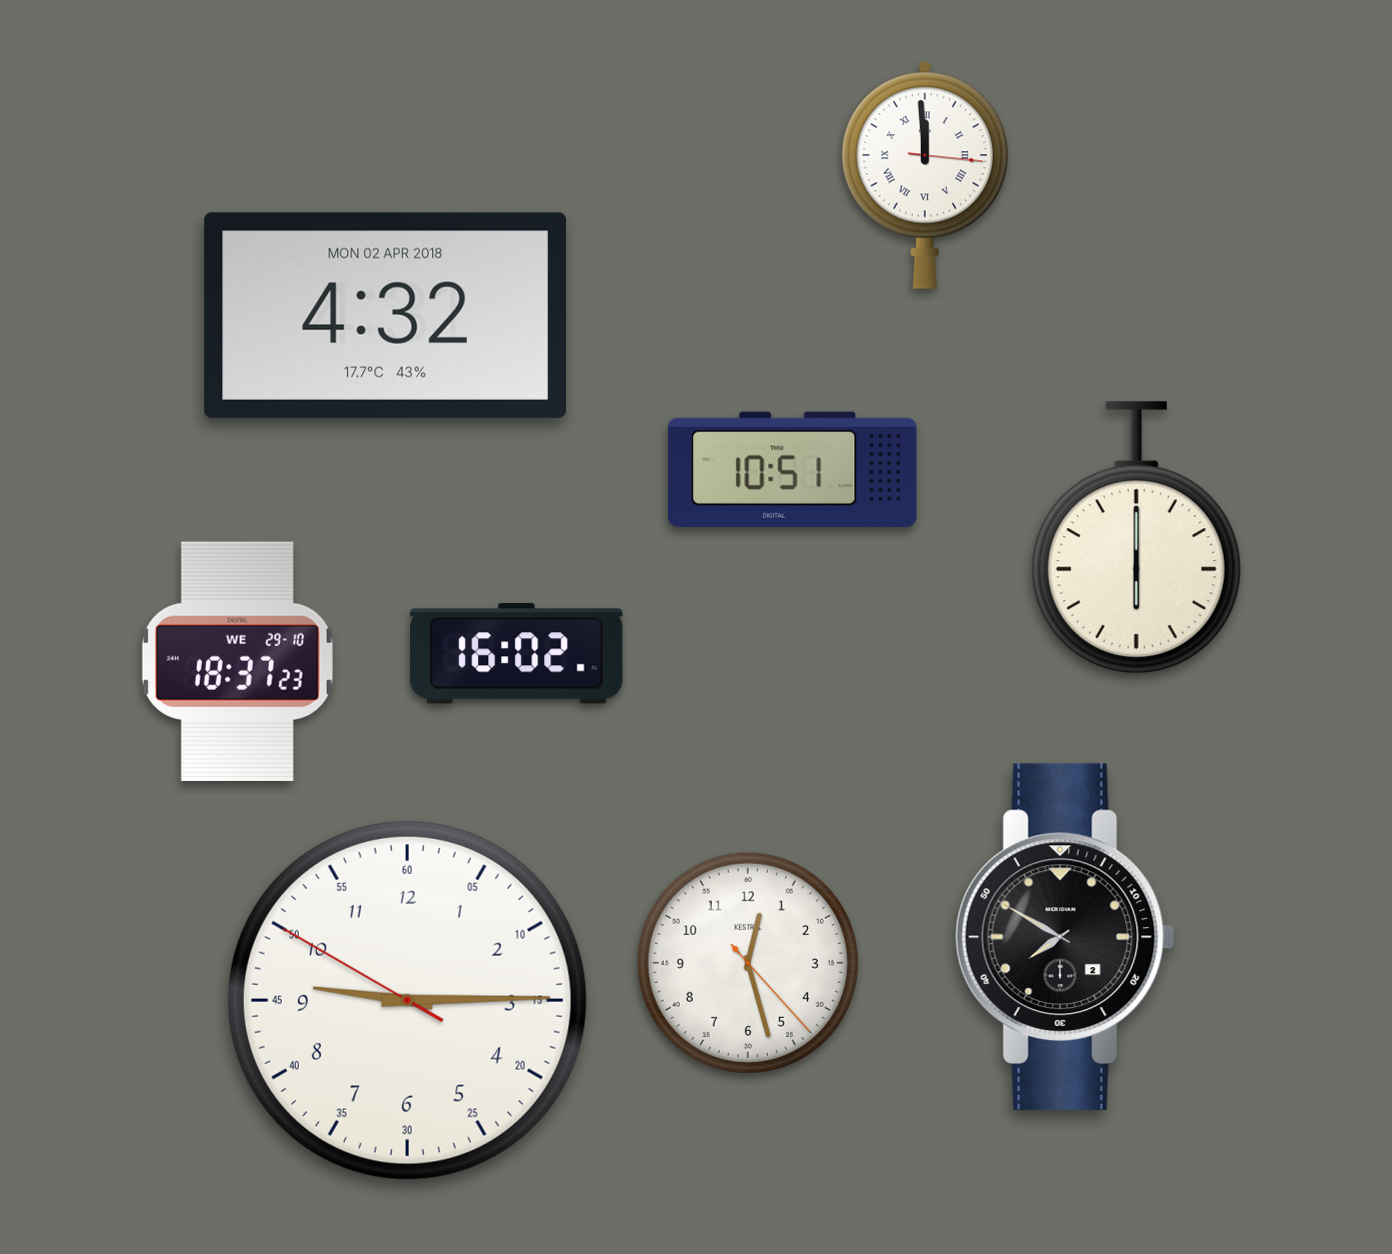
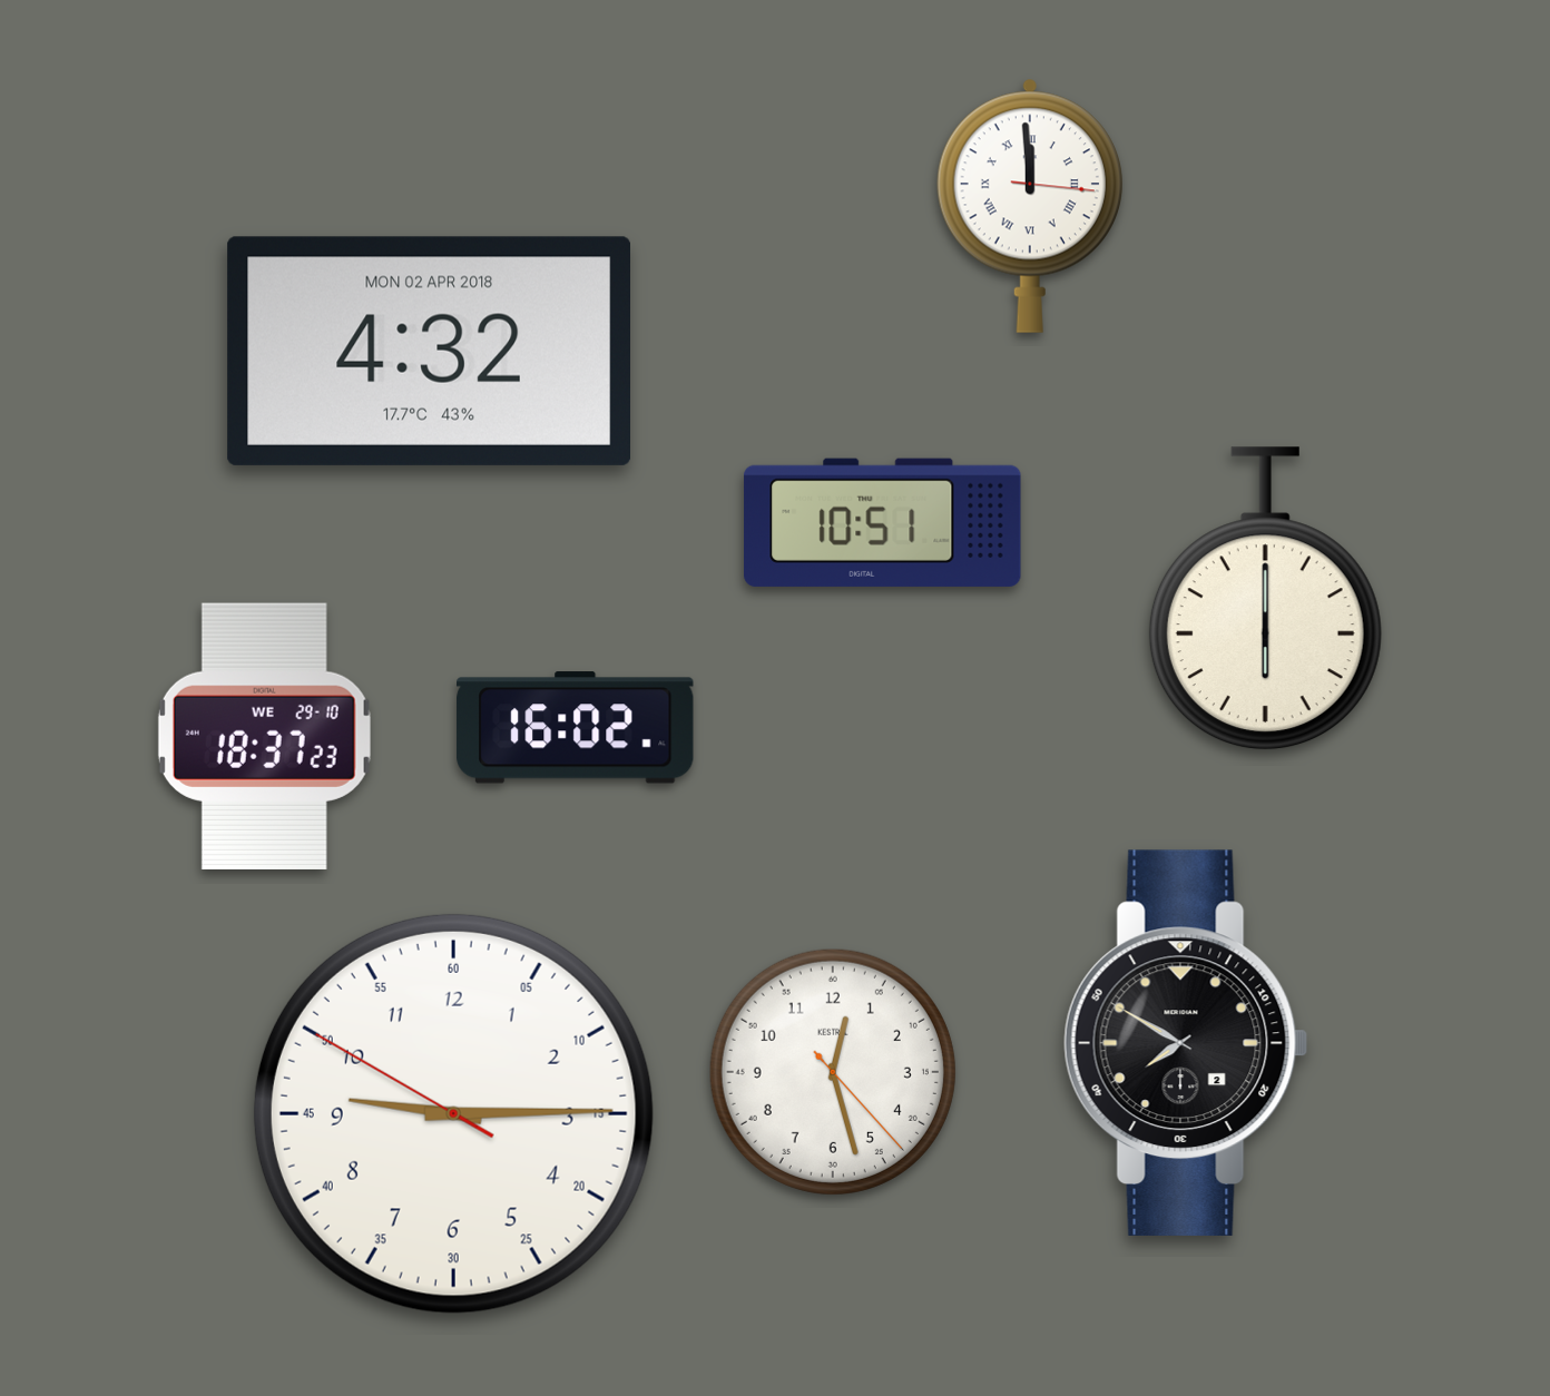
clock at (925, 175) position: (925, 175) -> (1030, 206)
